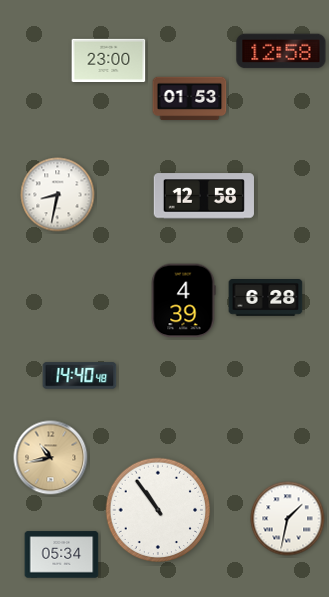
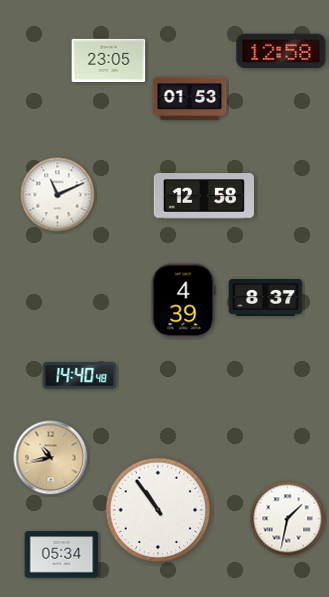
clock at (109, 60): 23:00 -> 23:05
clock at (58, 195): 8:32 -> 11:11
clock at (266, 298): 6:28 -> 8:37
